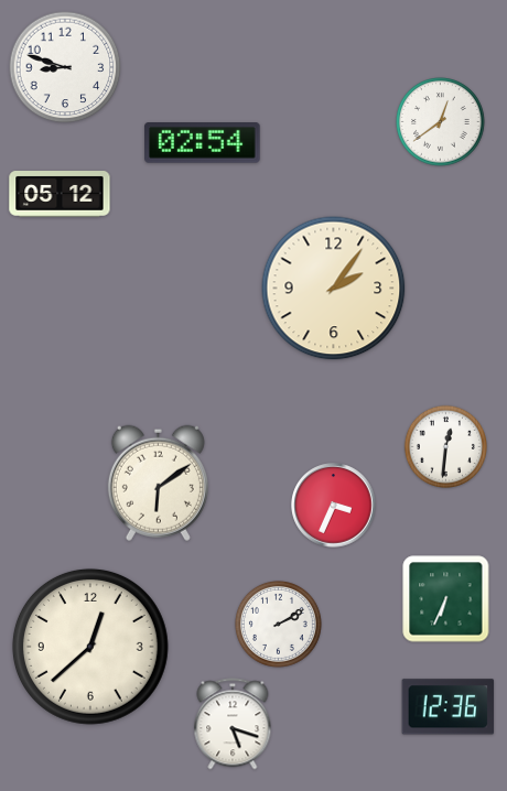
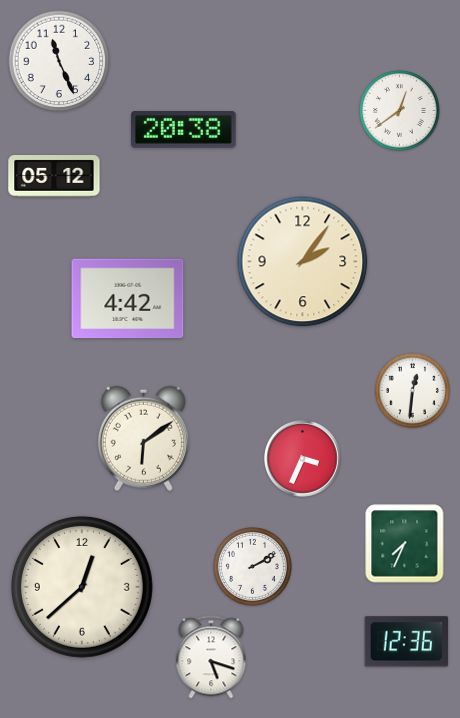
clock at (65, 67): 8:48 -> 11:26
clock at (203, 143): 02:54 -> 20:38
clock at (128, 299): none -> 4:42
clock at (445, 446) position: (445, 446) -> (412, 390)
clock at (446, 599): 6:34 -> 7:34
